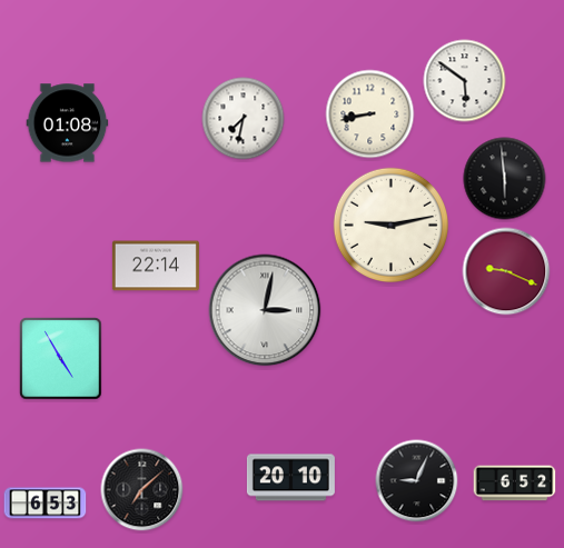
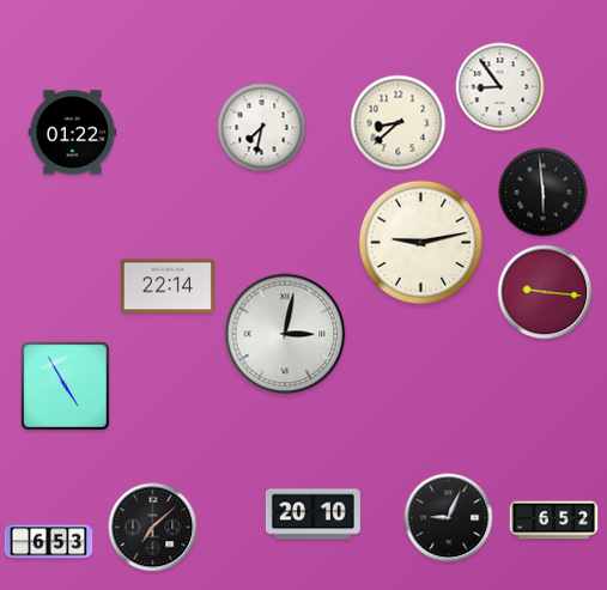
clock at (465, 81): 5:51 -> 8:54
clock at (370, 114): 8:43 -> 8:38
clock at (68, 123): 01:08 -> 01:22
clock at (506, 271): 9:19 -> 9:16
